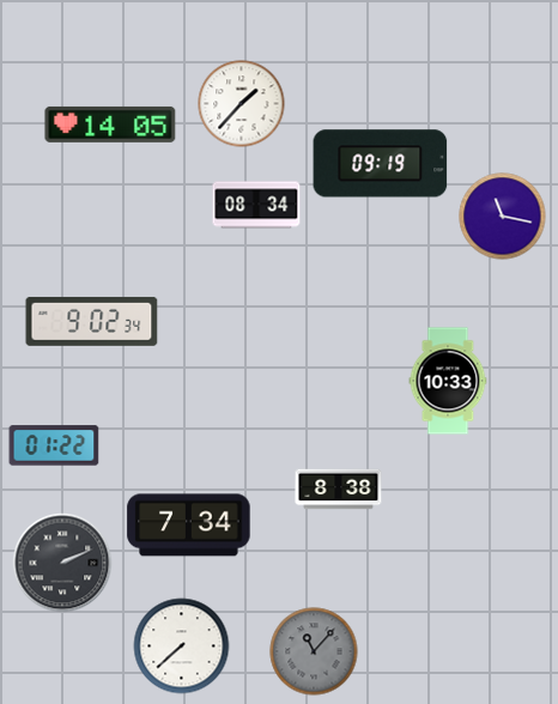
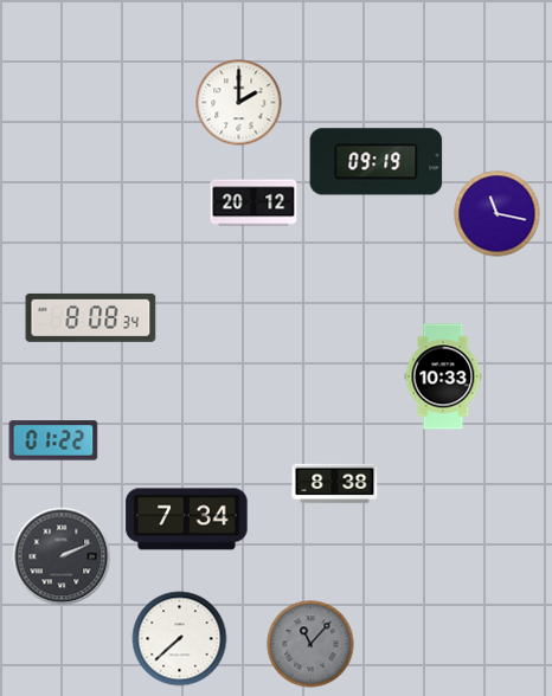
clock at (242, 104): 1:37 -> 2:00
clock at (110, 125): 14:05 -> none
clock at (256, 205): 08:34 -> 20:12
clock at (92, 321): 9:02 -> 8:08
